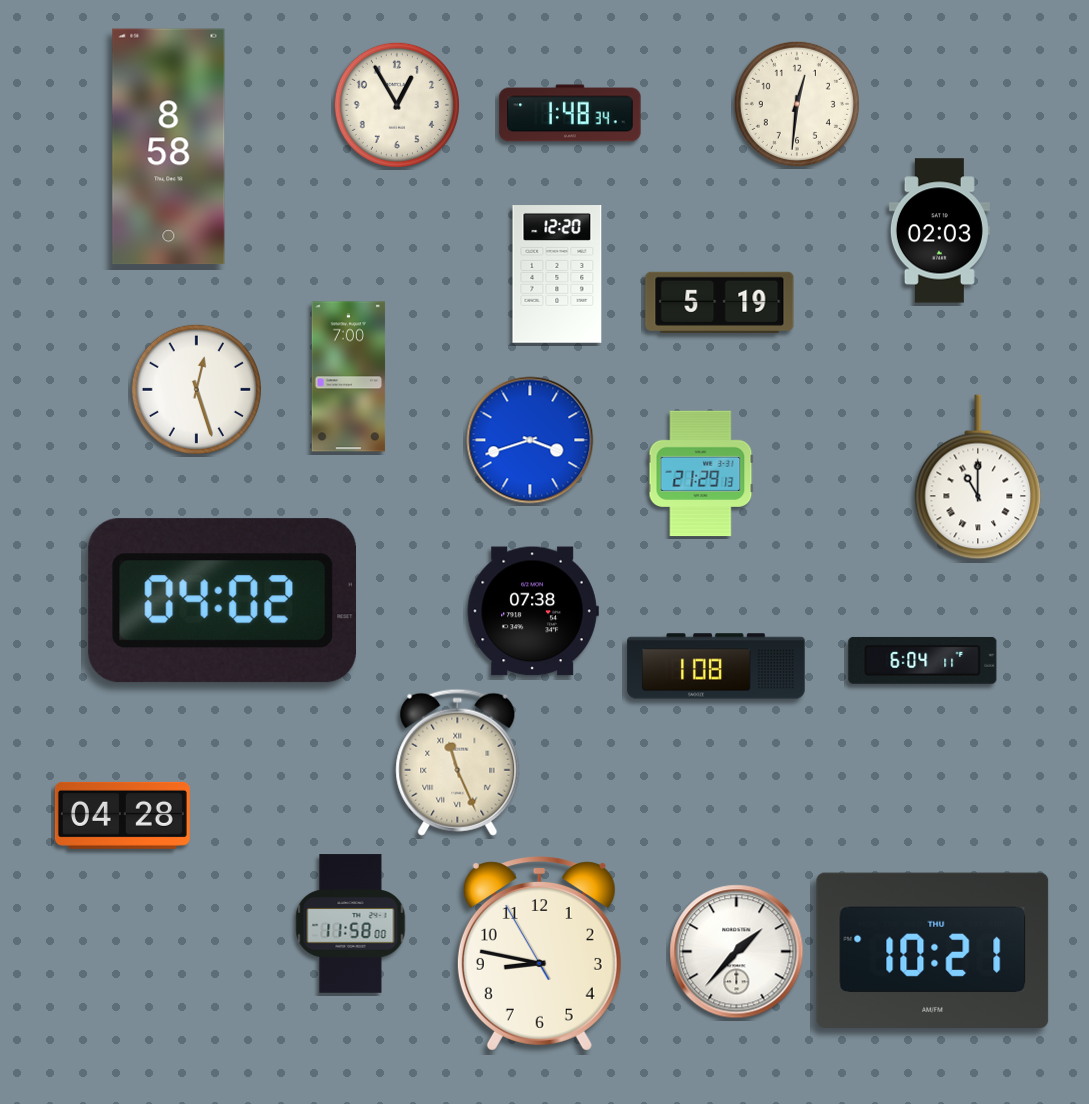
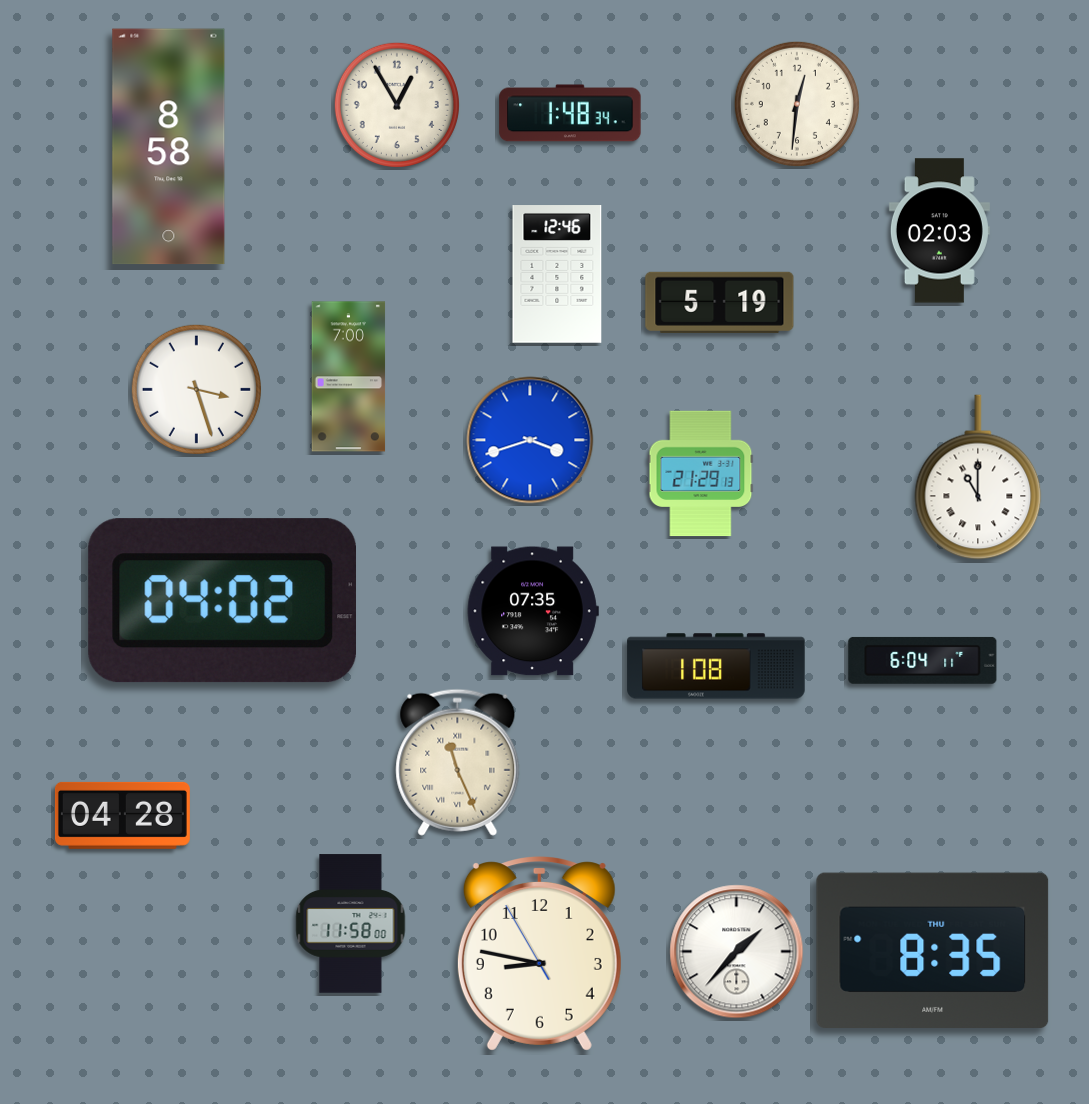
clock at (557, 274): 12:20 -> 12:46
clock at (196, 389): 12:27 -> 3:27
clock at (533, 611): 07:38 -> 07:35
clock at (933, 950): 10:21 -> 8:35
